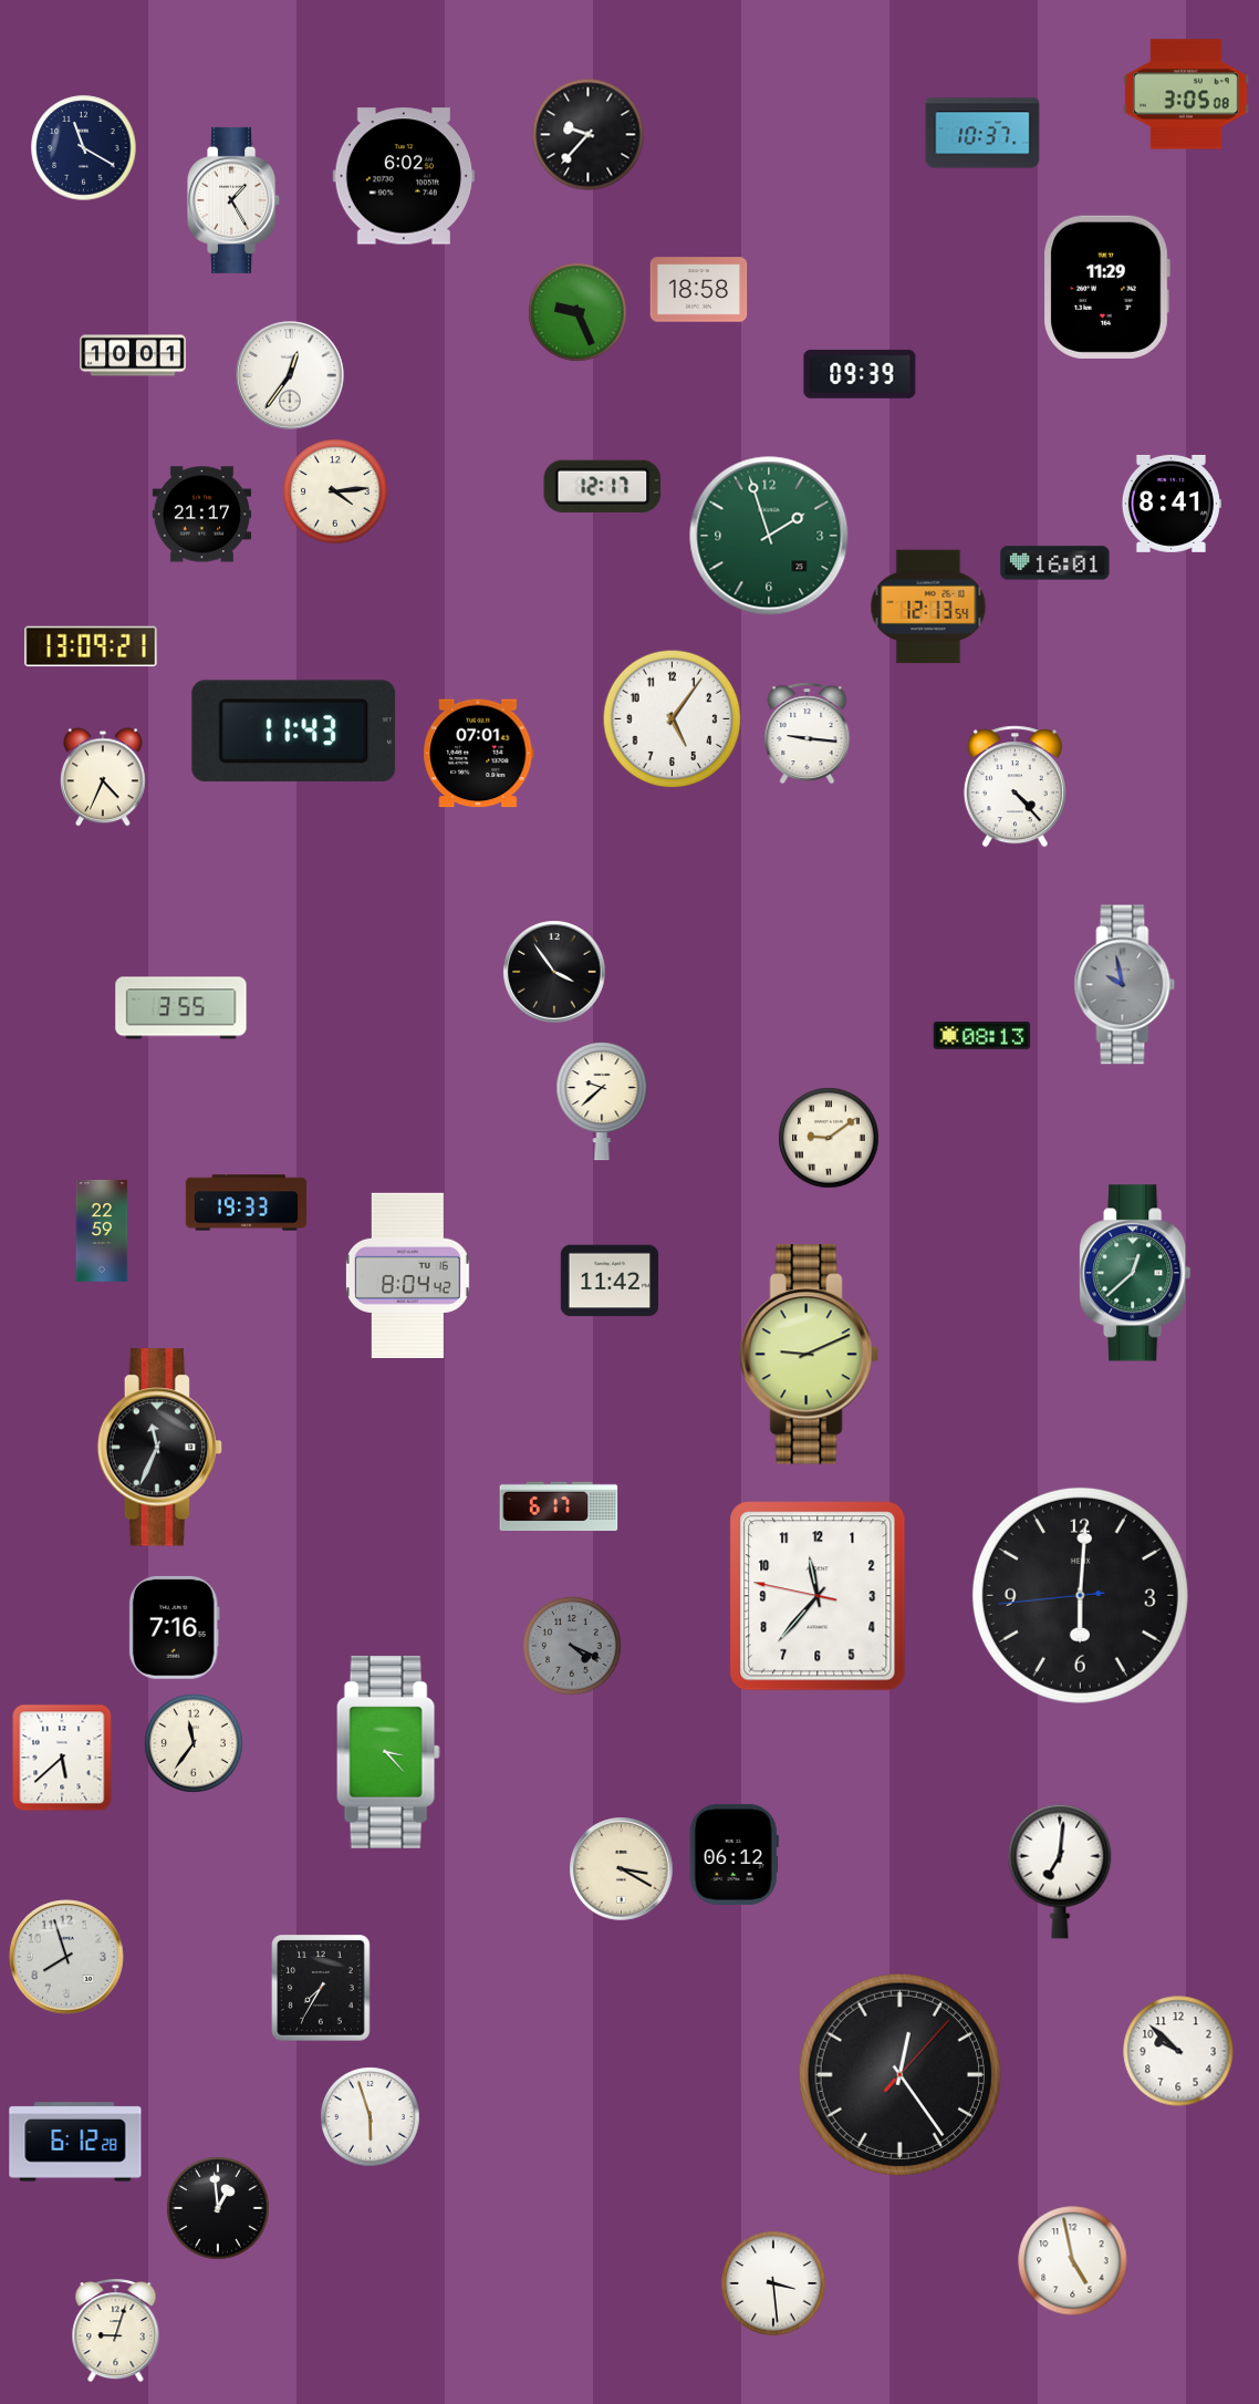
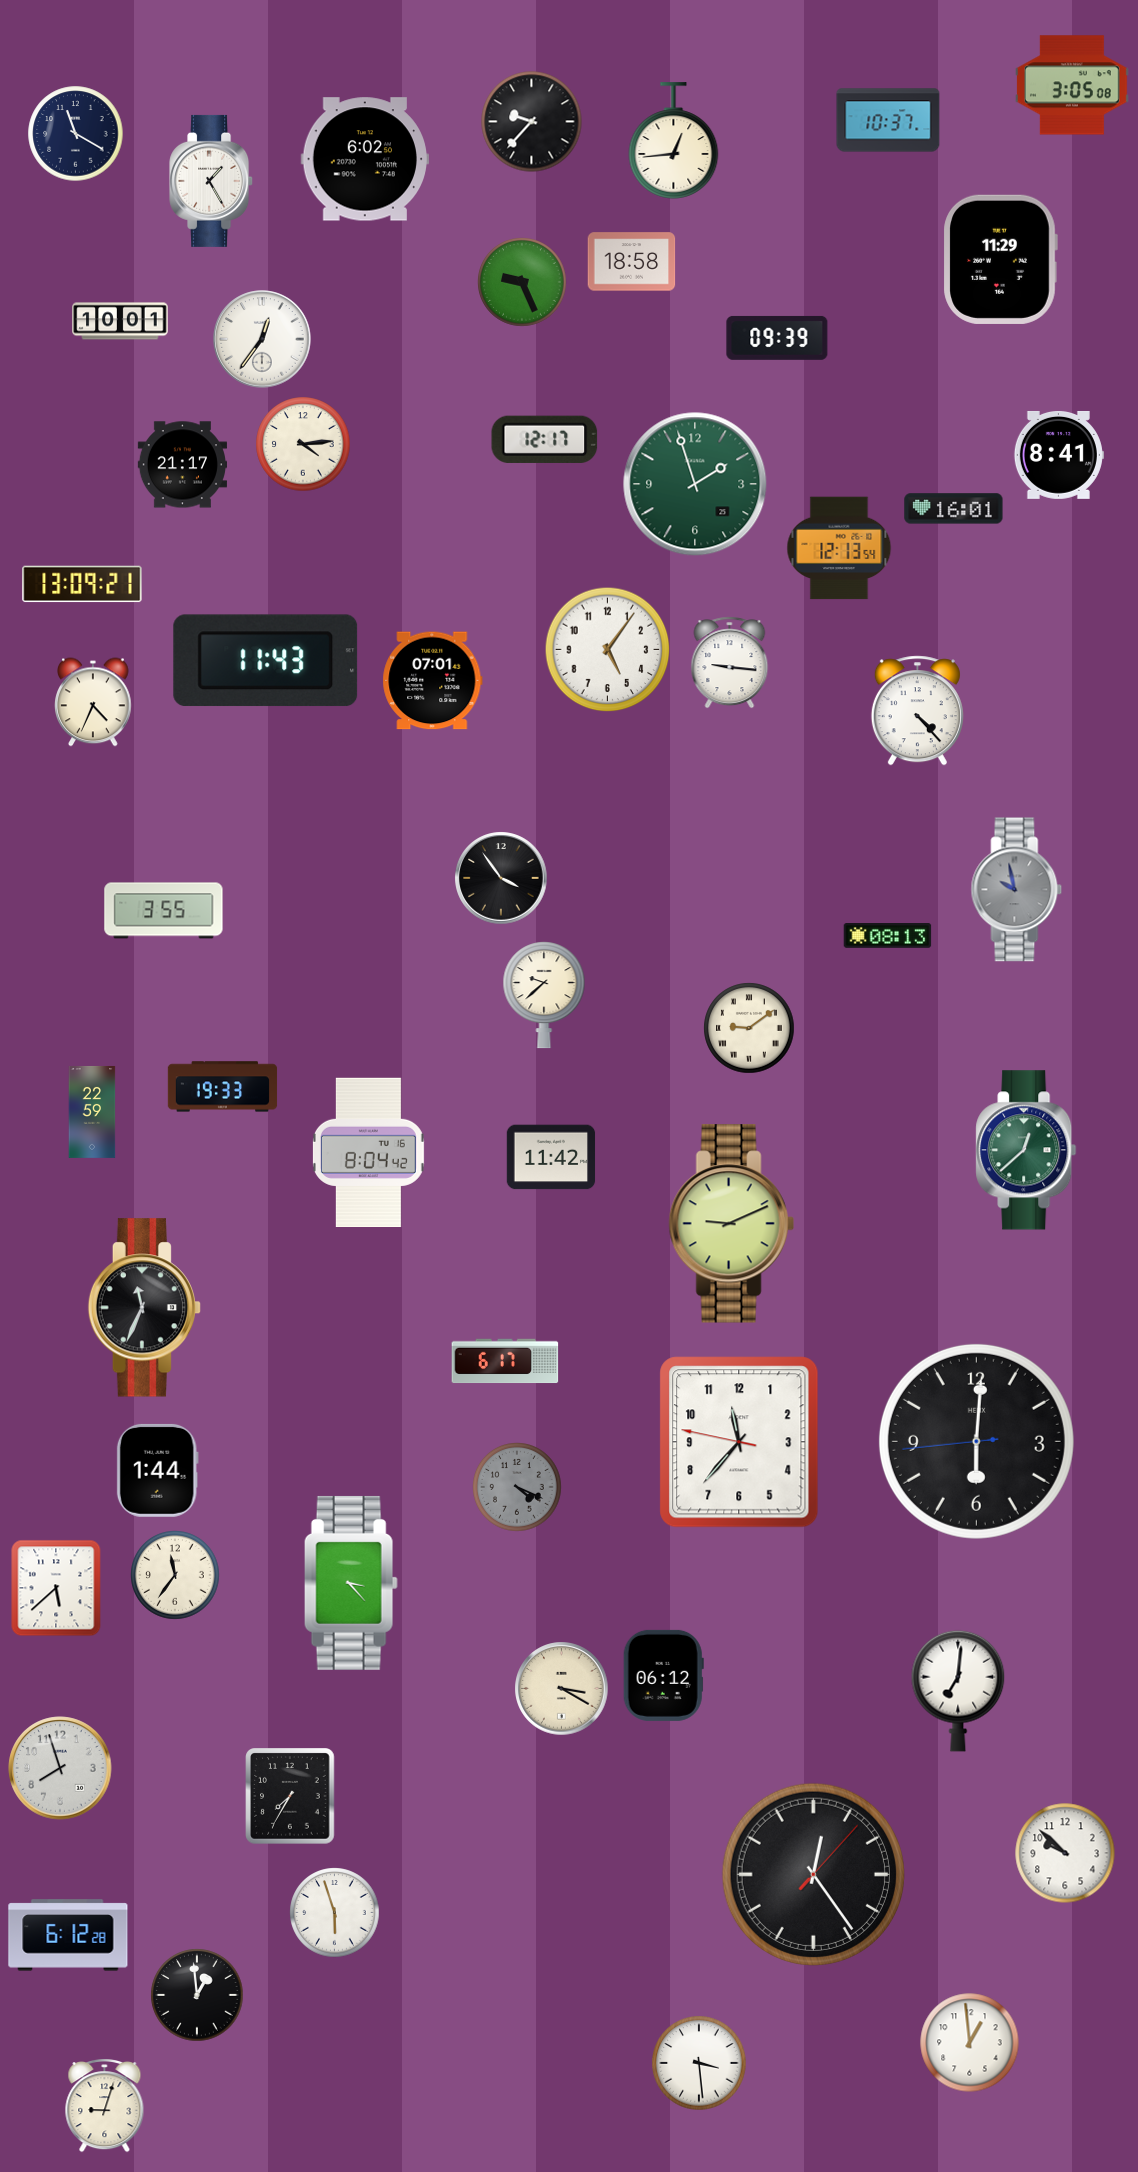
clock at (674, 141): none -> 12:44
clock at (174, 1627): 7:16 -> 1:44
clock at (1073, 2261): 4:58 -> 12:59
